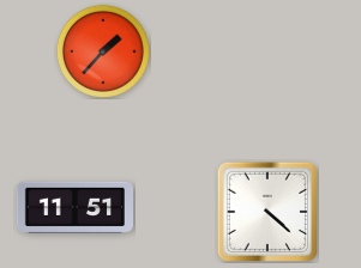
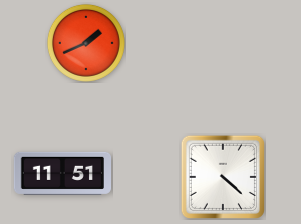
clock at (103, 51): 1:37 -> 1:41
